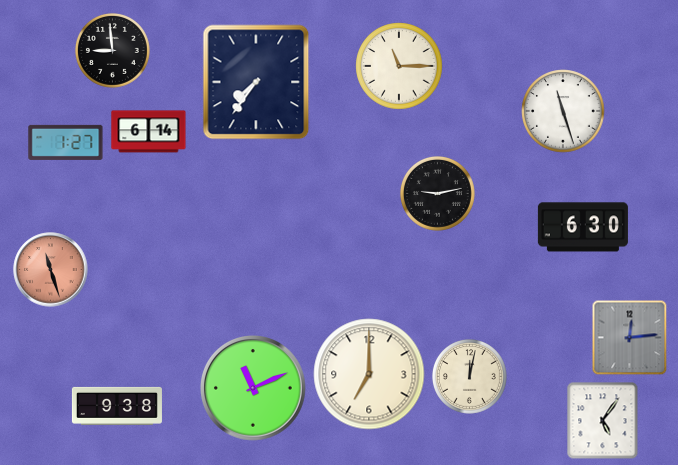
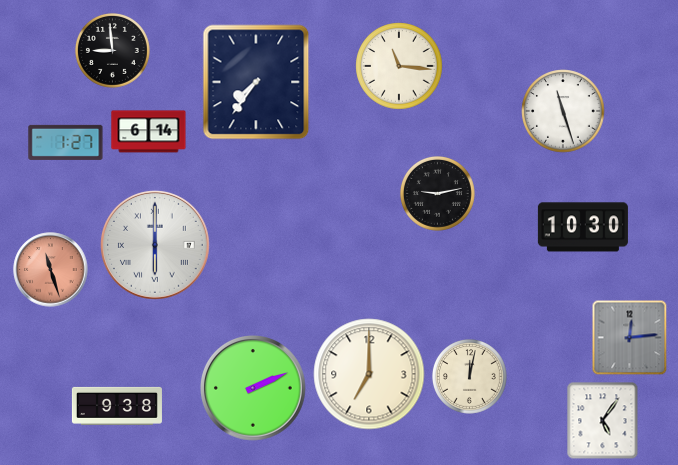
clock at (399, 66): 11:15 -> 11:16
clock at (583, 227): 6:30 -> 10:30
clock at (155, 245): none -> 6:00
clock at (254, 389): 11:11 -> 2:11
